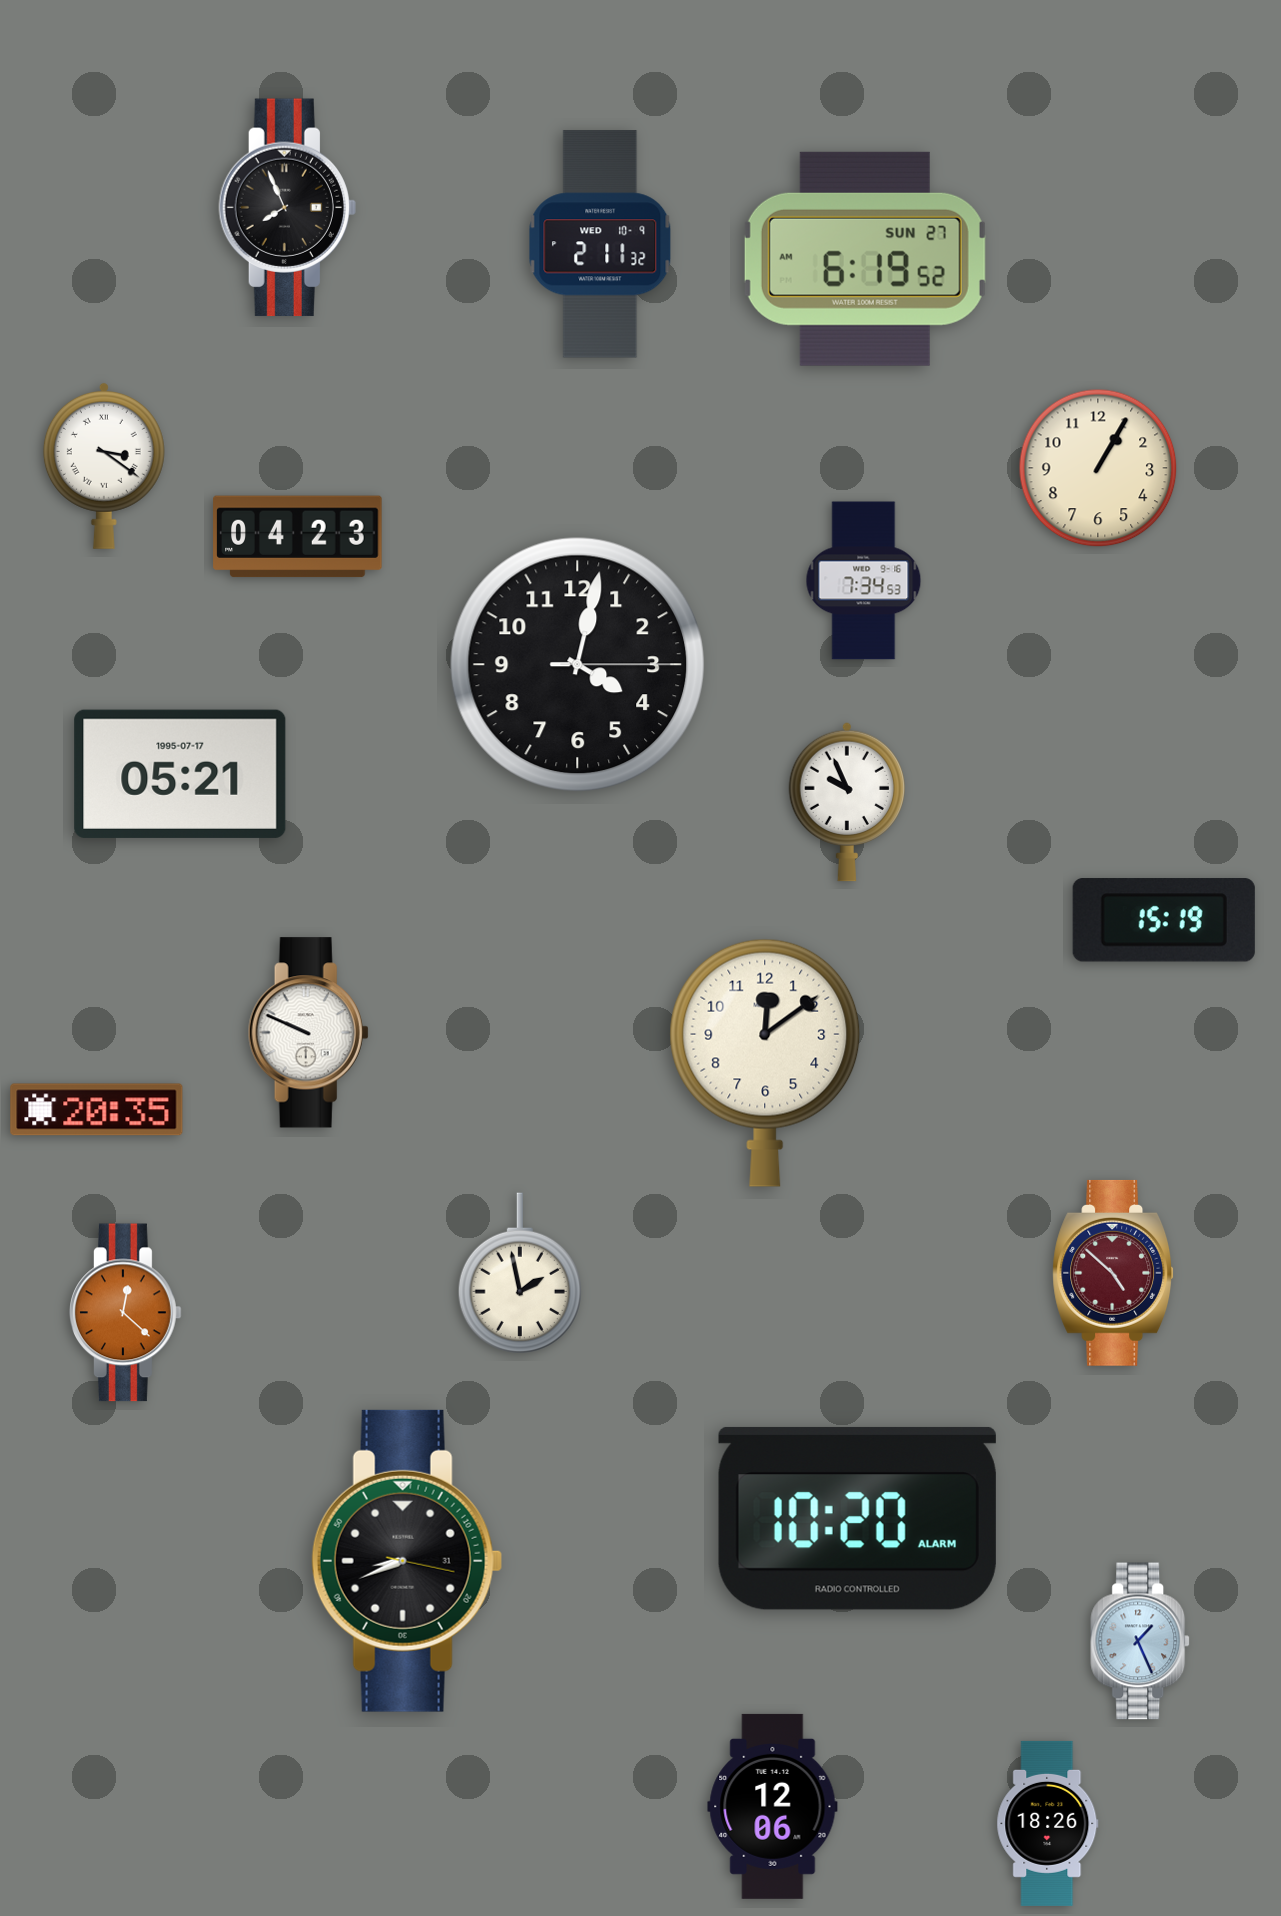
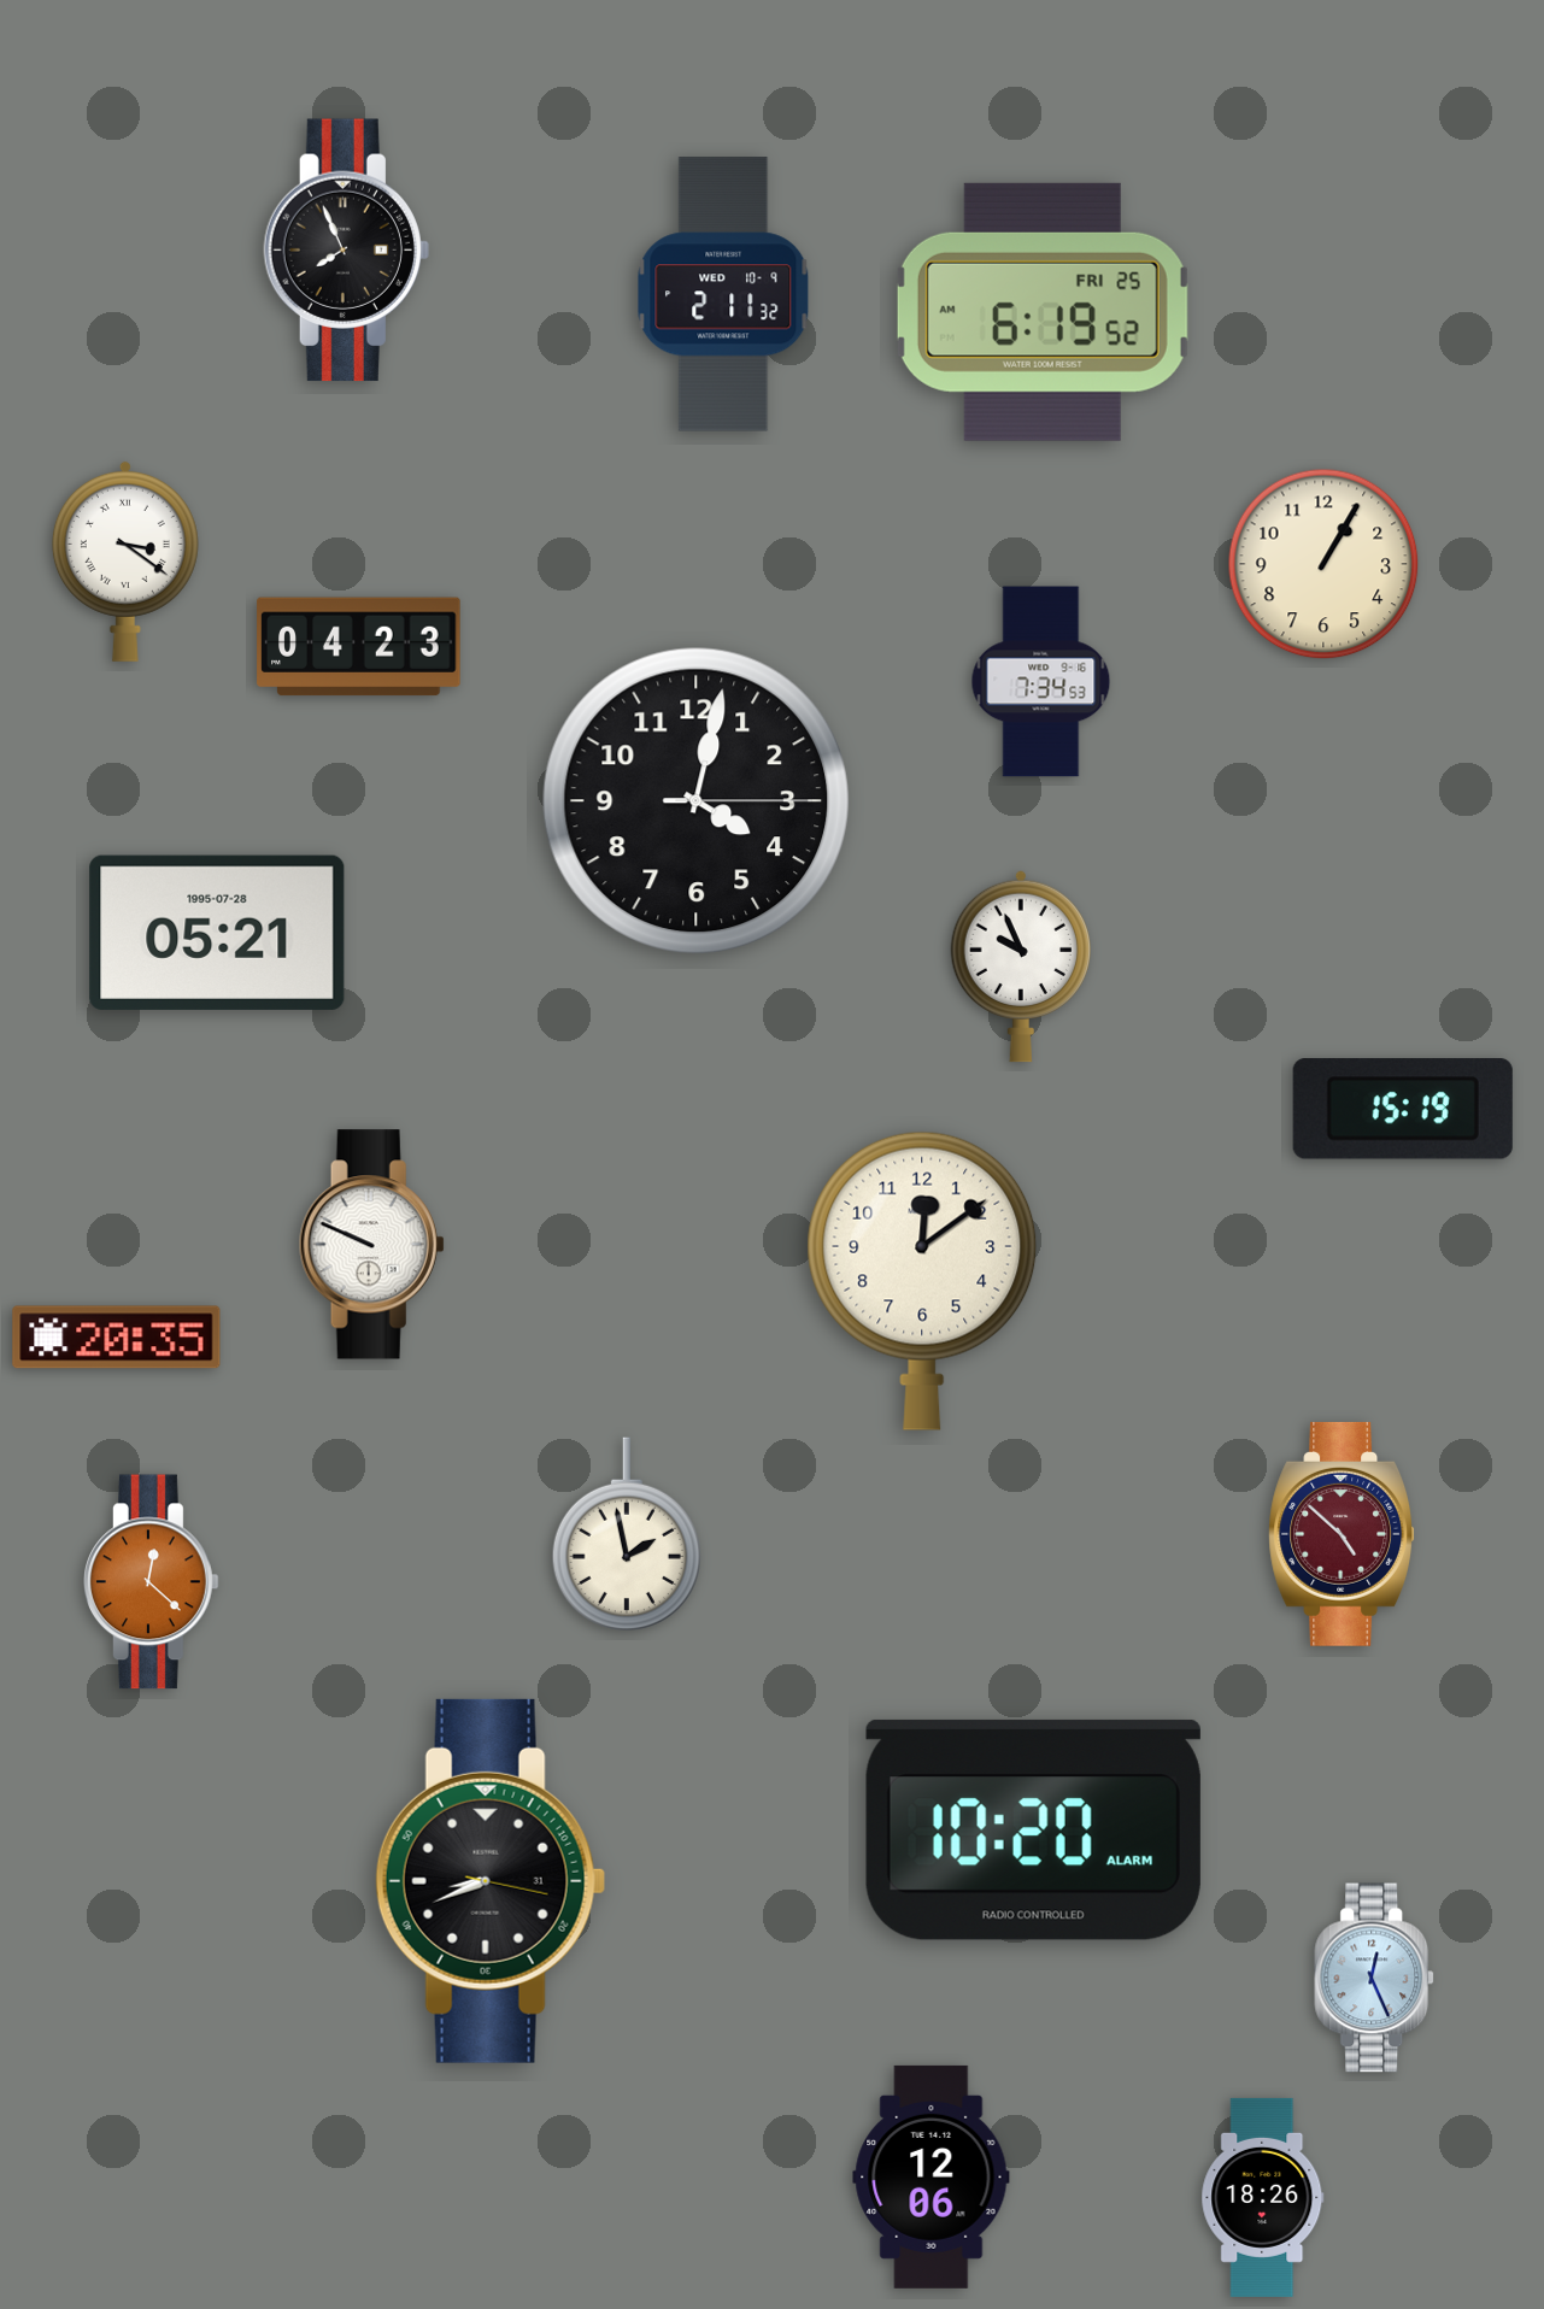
clock at (865, 259) date: SUN 27 -> FRI 25
clock at (864, 581) position: (864, 581) -> (1041, 682)
clock at (180, 774) date: 1995-07-17 -> 1995-07-28
clock at (1141, 1641): 1:26 -> 12:26
